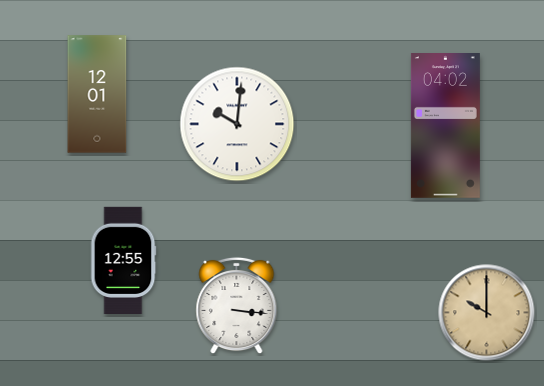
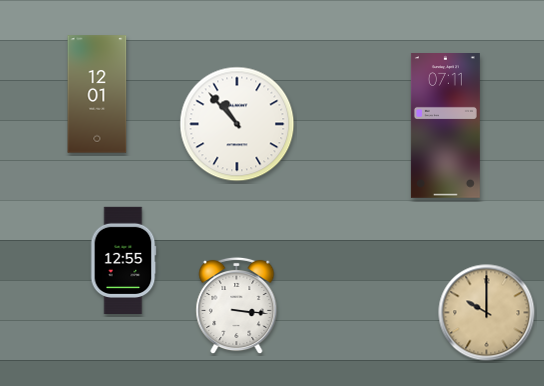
clock at (237, 124): 10:01 -> 10:53
clock at (445, 126): 04:02 -> 07:11
